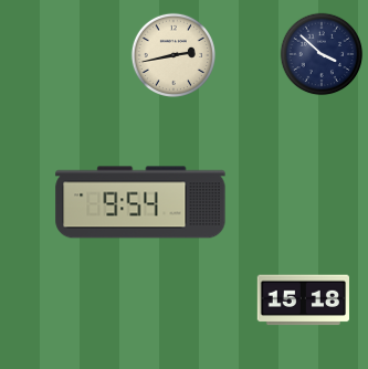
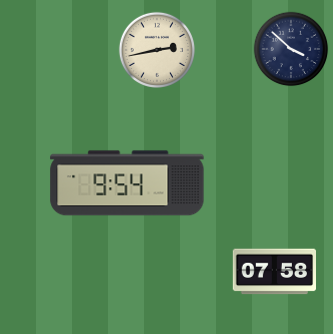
clock at (303, 301): 15:18 -> 07:58
